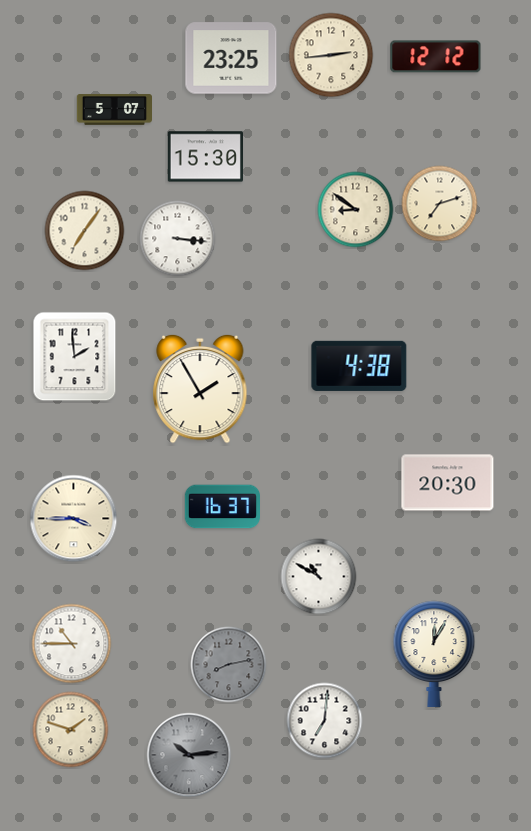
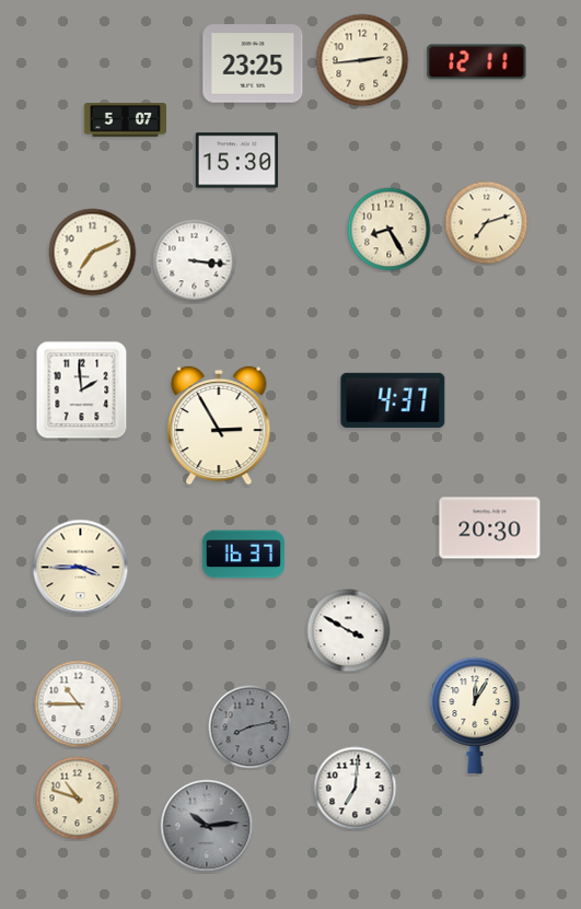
clock at (436, 57): 12:12 -> 12:11
clock at (205, 157) position: (205, 157) -> (236, 161)
clock at (440, 204) position: (440, 204) -> (487, 223)
clock at (356, 210): 8:51 -> 8:25
clock at (85, 231): 7:06 -> 7:11
clock at (359, 366): 4:38 -> 4:37
clock at (200, 389): 1:55 -> 2:55
clock at (319, 577): 10:50 -> 3:50
clock at (71, 730): 1:48 -> 10:48
